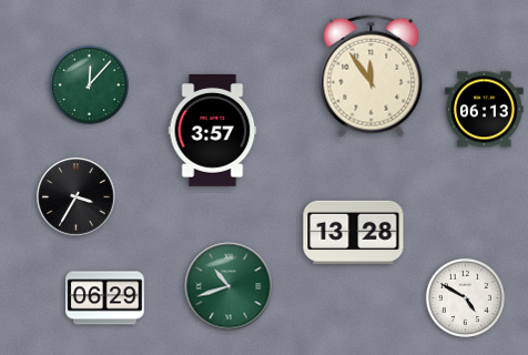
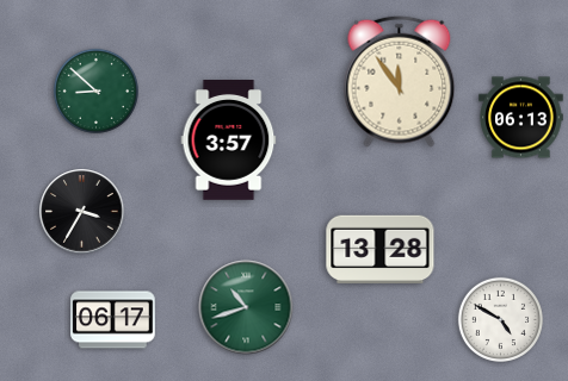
clock at (89, 84): 12:07 -> 8:52
clock at (105, 298): 06:29 -> 06:17
